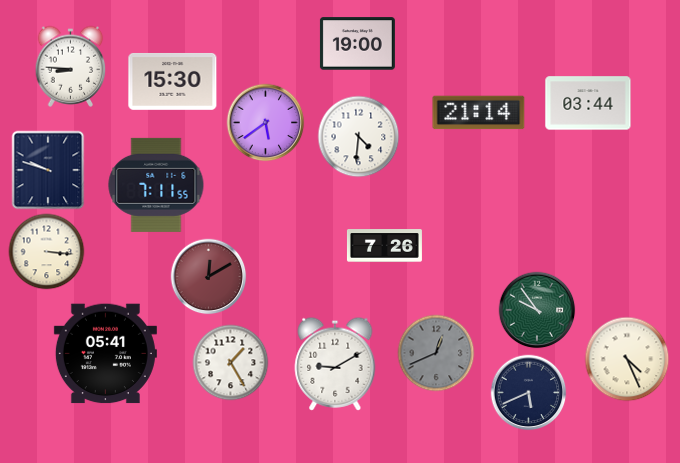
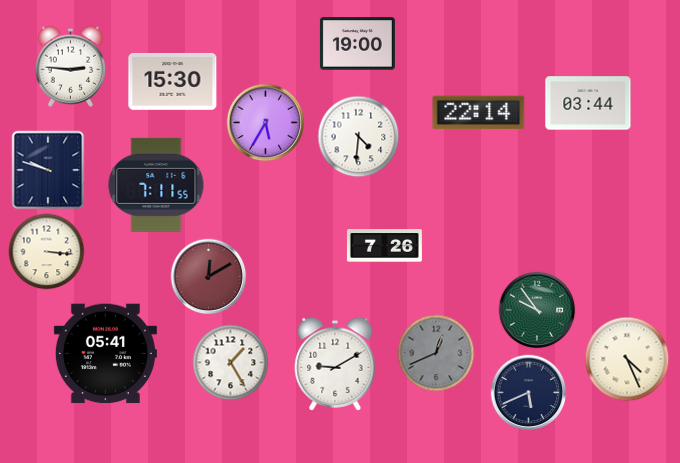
clock at (71, 66): 8:46 -> 2:46
clock at (479, 113): 21:14 -> 22:14
clock at (266, 123): 5:39 -> 5:35
